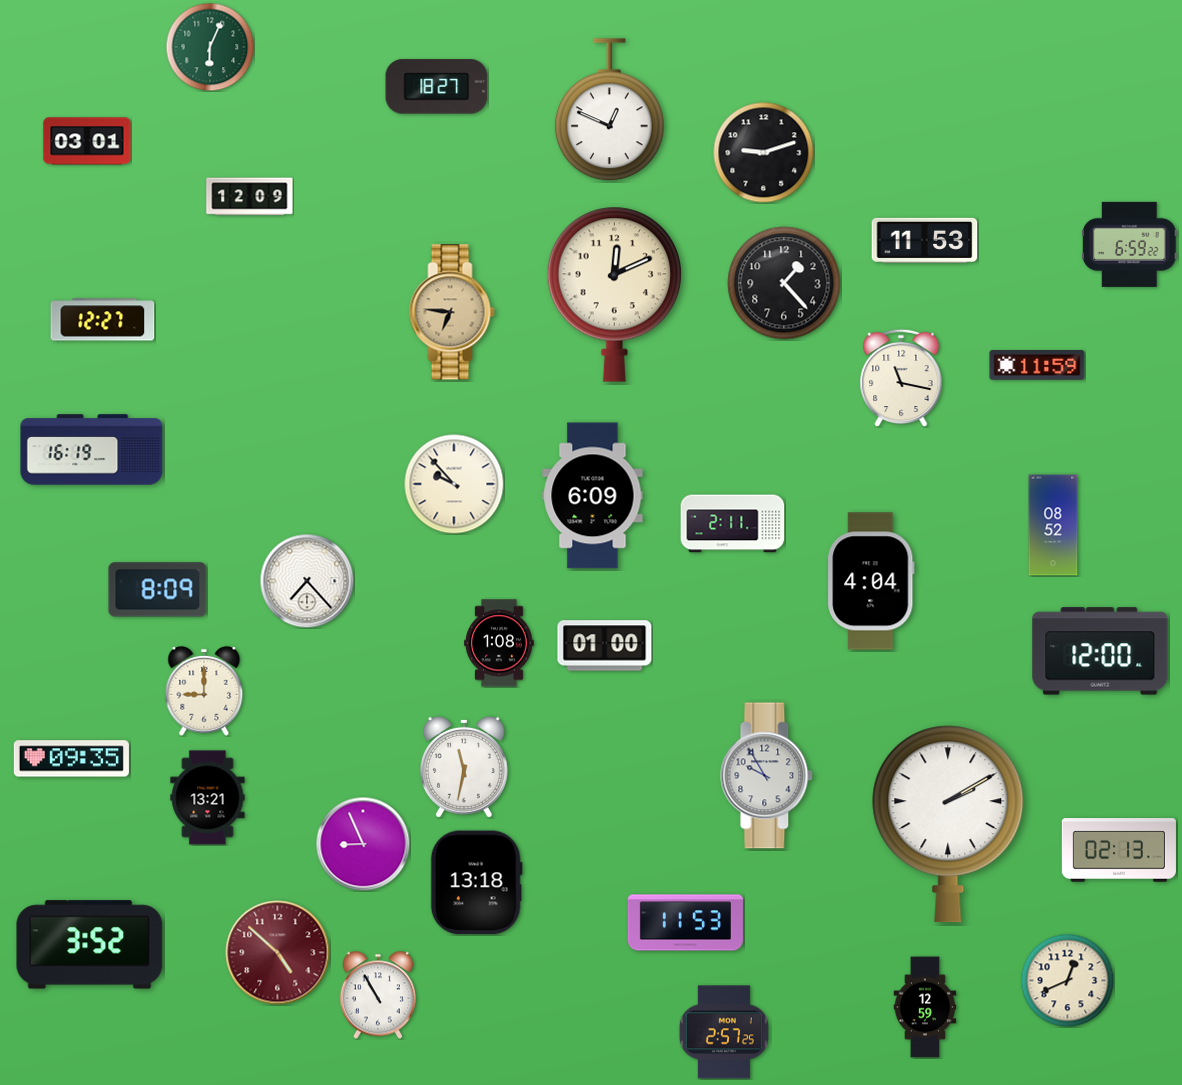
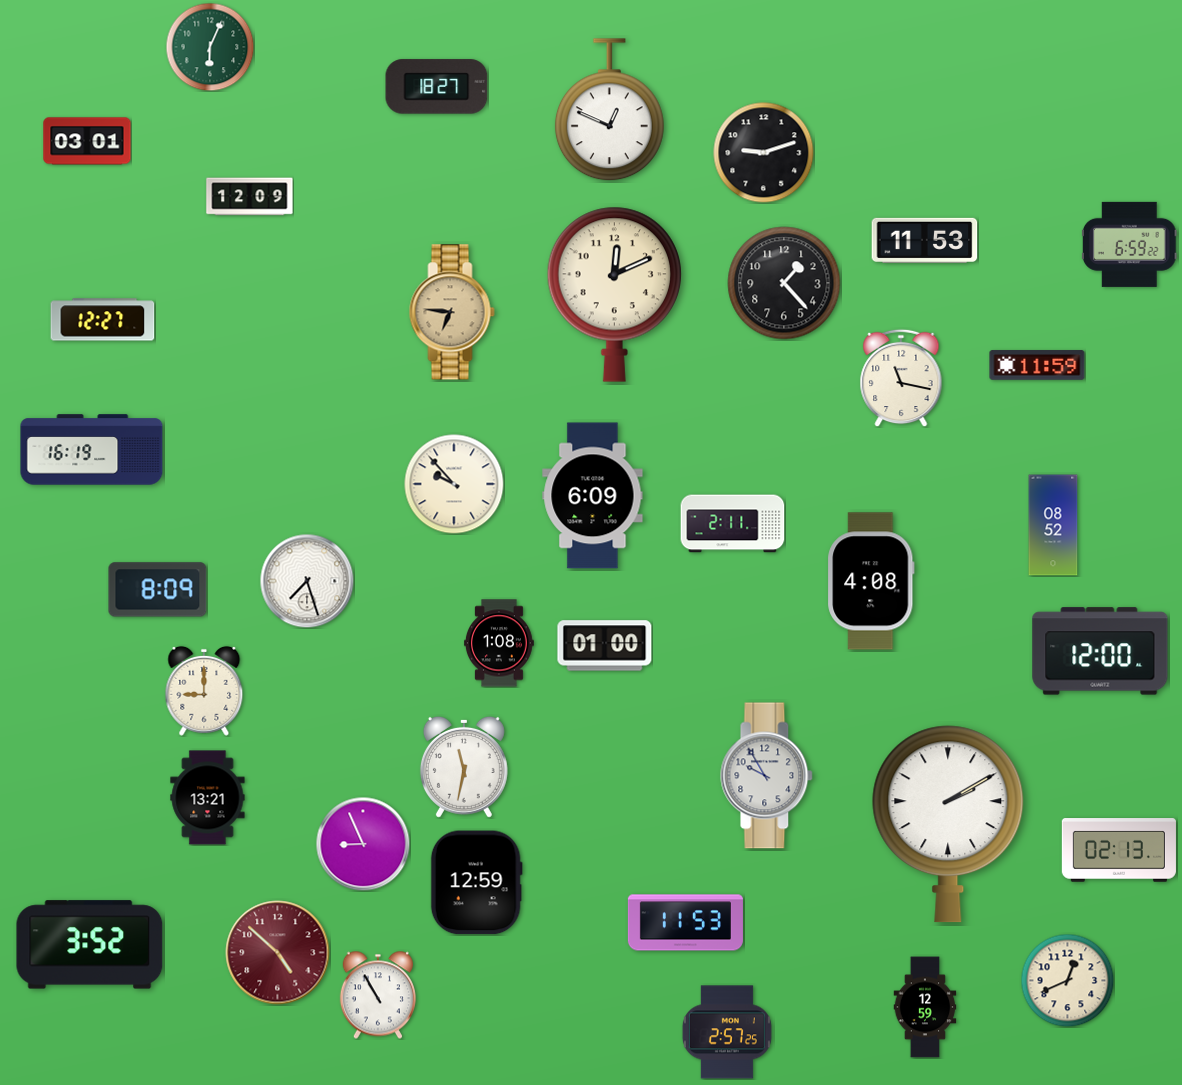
clock at (307, 581): 7:23 -> 7:27
clock at (871, 581): 4:04 -> 4:08
clock at (71, 759): 09:35 -> none
clock at (476, 883): 13:18 -> 12:59
clock at (724, 1032) position: (724, 1032) -> (727, 1032)
